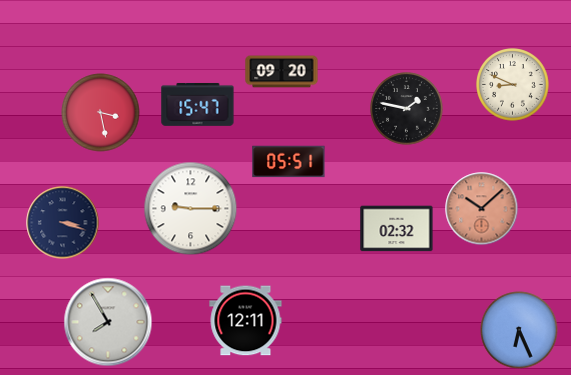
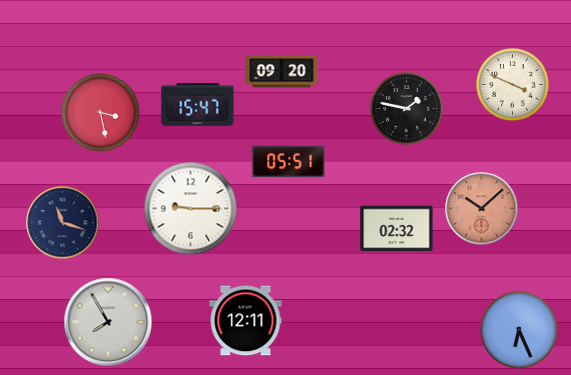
clock at (513, 85): 8:49 -> 3:49
clock at (63, 223): 3:18 -> 11:18
